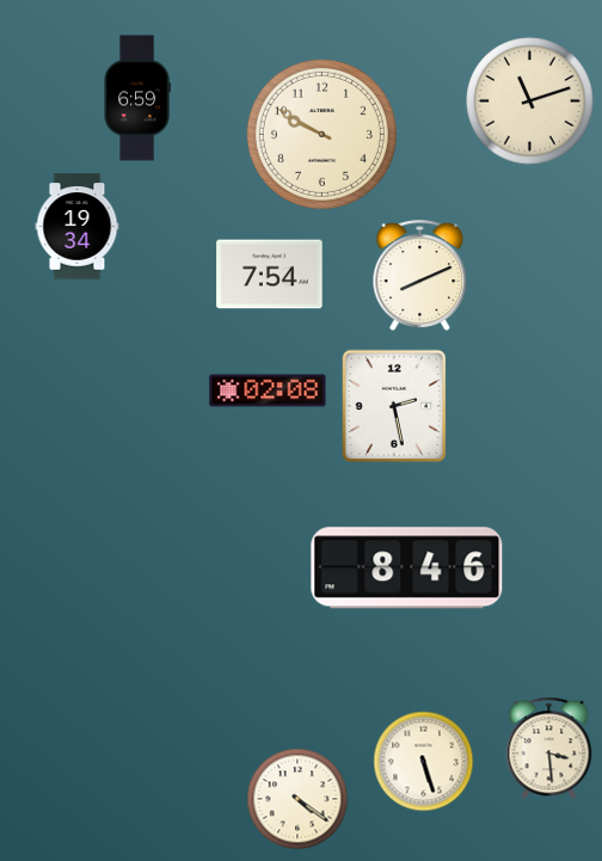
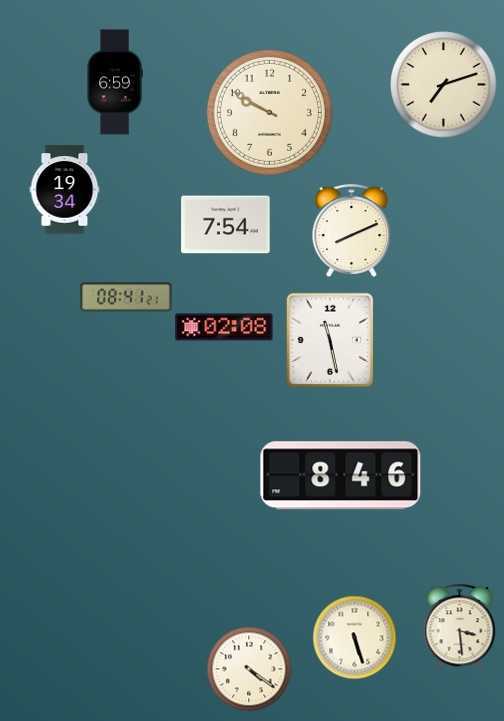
clock at (530, 102): 11:12 -> 7:12
clock at (270, 275) position: (270, 275) -> (226, 225)
clock at (126, 297): none -> 08:41
clock at (394, 406): 2:28 -> 11:28
